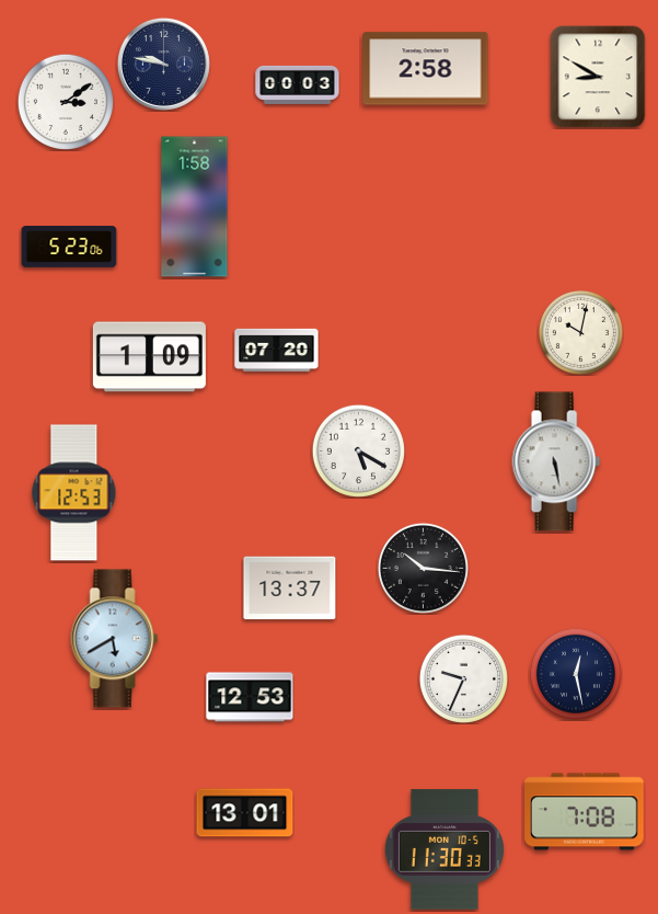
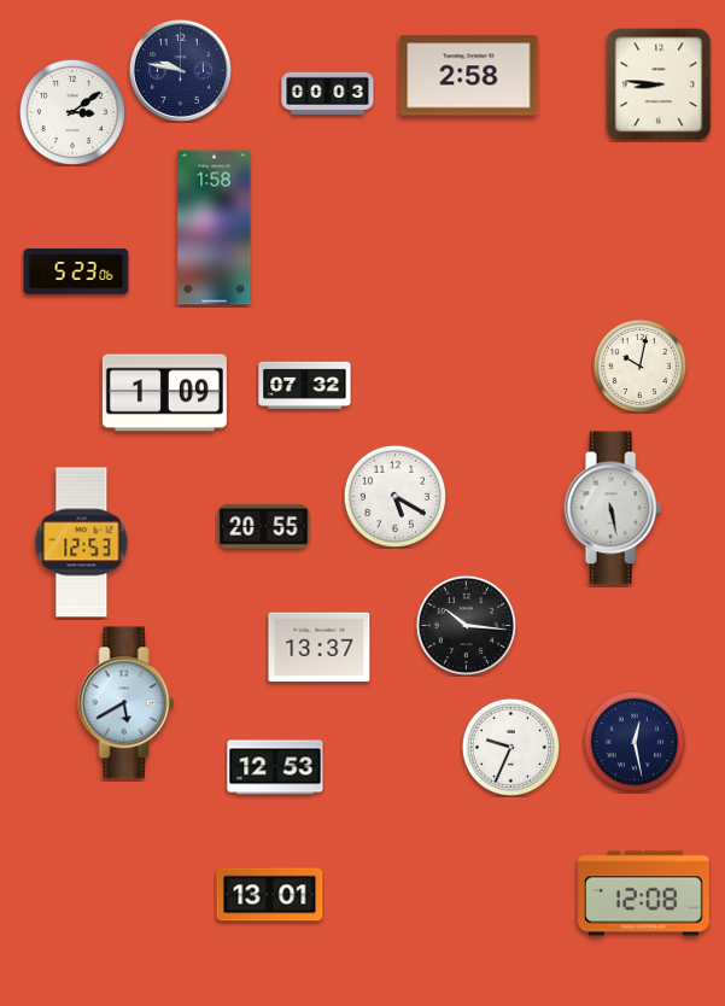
clock at (598, 77): 8:50 -> 8:46
clock at (277, 350): 07:20 -> 07:32
clock at (264, 526): none -> 20:55
clock at (585, 812): 7:08 -> 12:08
clock at (445, 849): 11:30 -> none
